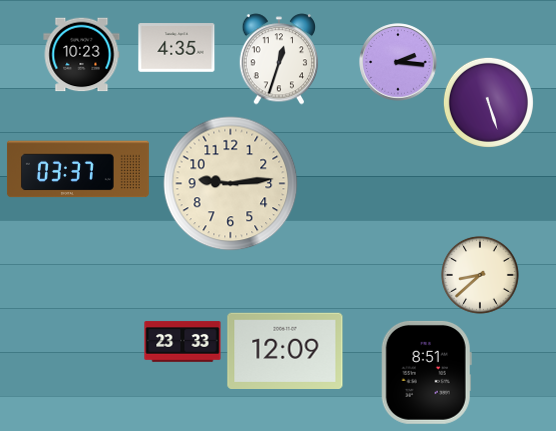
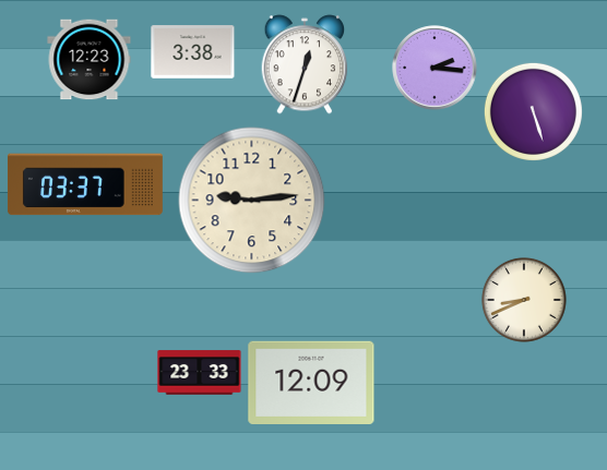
clock at (177, 48): 4:35 -> 3:38
clock at (82, 55): 10:23 -> 12:23
clock at (480, 275): 8:38 -> 8:41
clock at (426, 372): 8:51 -> none
